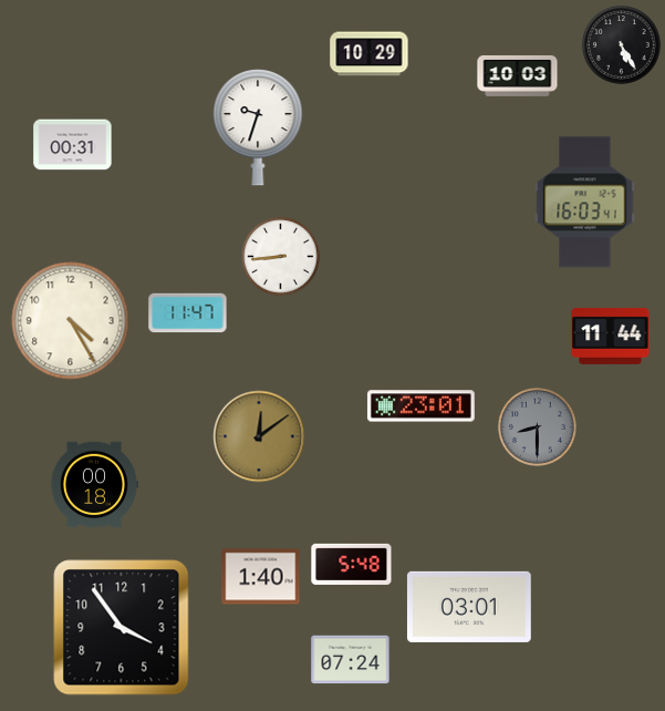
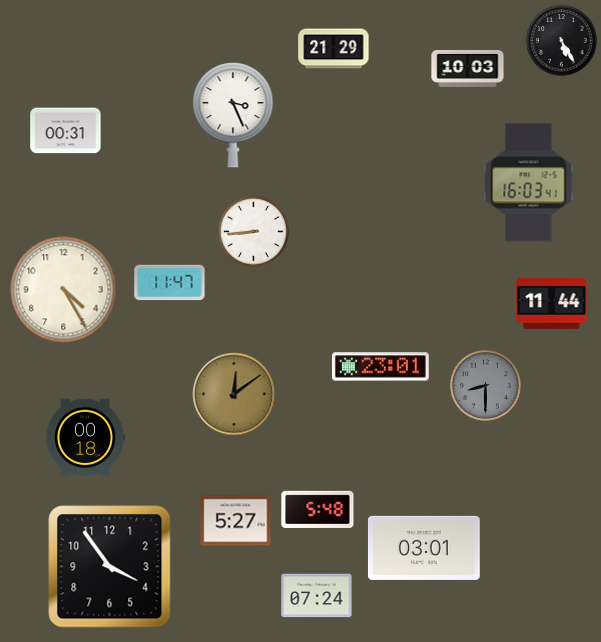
clock at (370, 54): 10:29 -> 21:29
clock at (258, 128): 9:33 -> 3:26
clock at (261, 577): 1:40 -> 5:27
